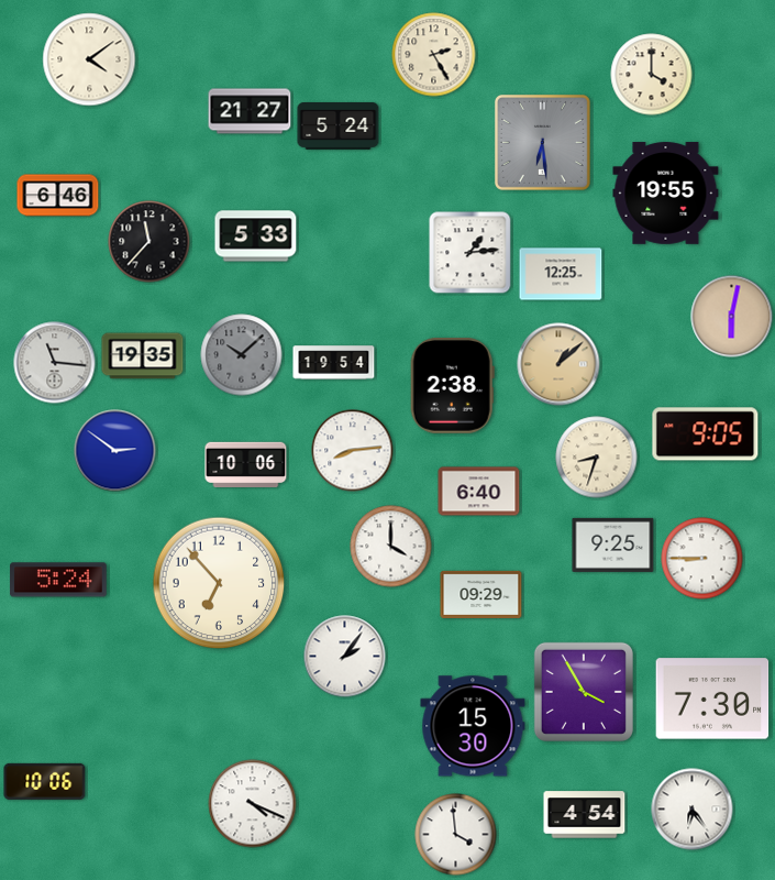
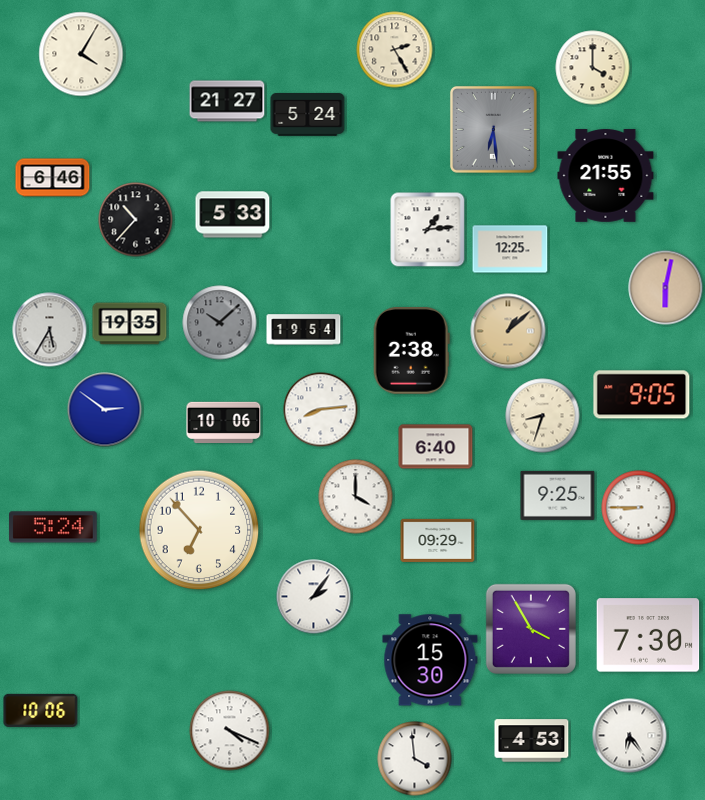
clock at (89, 59): 4:09 -> 4:05
clock at (666, 194): 19:55 -> 21:55
clock at (150, 242): 11:37 -> 10:37
clock at (55, 363): 11:16 -> 5:35
clock at (585, 815): 4:54 -> 4:53
